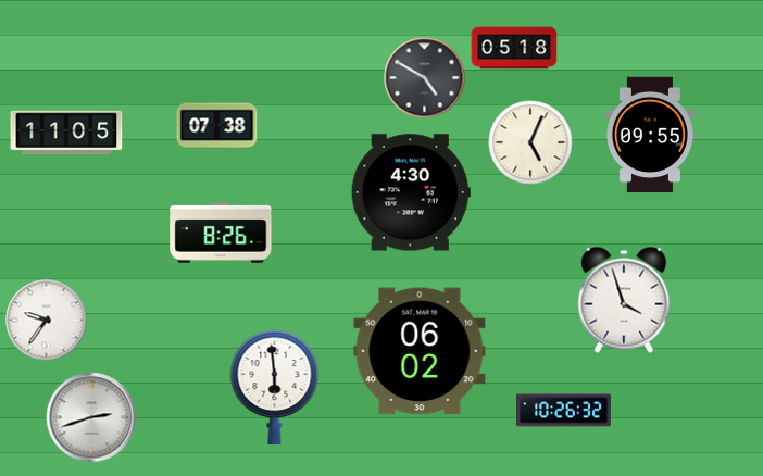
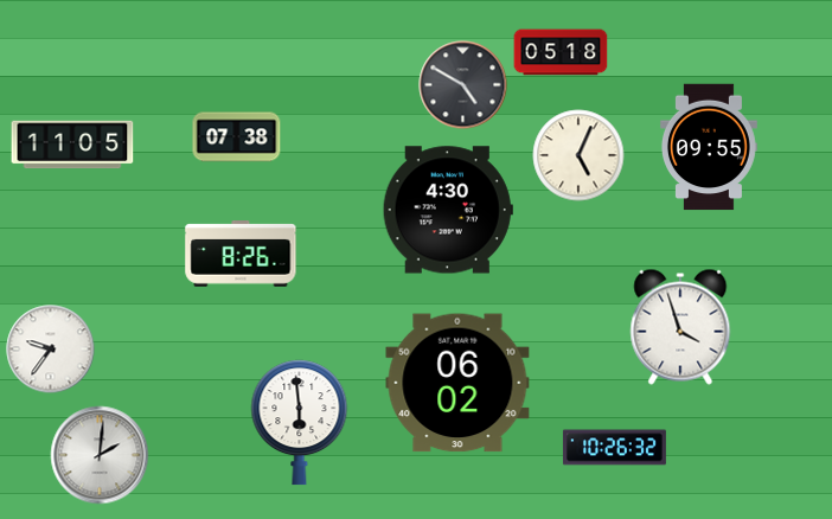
clock at (91, 417): 2:42 -> 2:01
